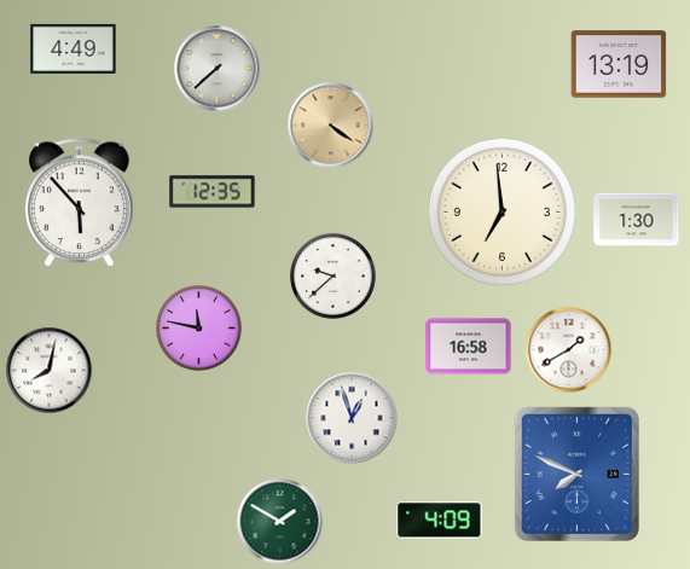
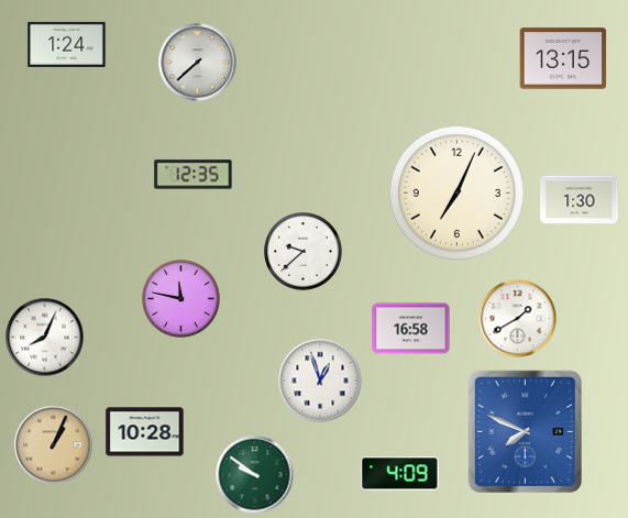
clock at (74, 48): 4:49 -> 1:24
clock at (619, 64): 13:19 -> 13:15
clock at (331, 126): 4:21 -> none
clock at (80, 203): 5:53 -> none
clock at (501, 211): 6:59 -> 7:04
clock at (469, 347) position: (469, 347) -> (411, 329)
clock at (50, 371): 8:02 -> 8:04
clock at (145, 432): none -> 10:28
clock at (54, 445): none -> 1:04
clock at (280, 522): 1:50 -> 9:51
